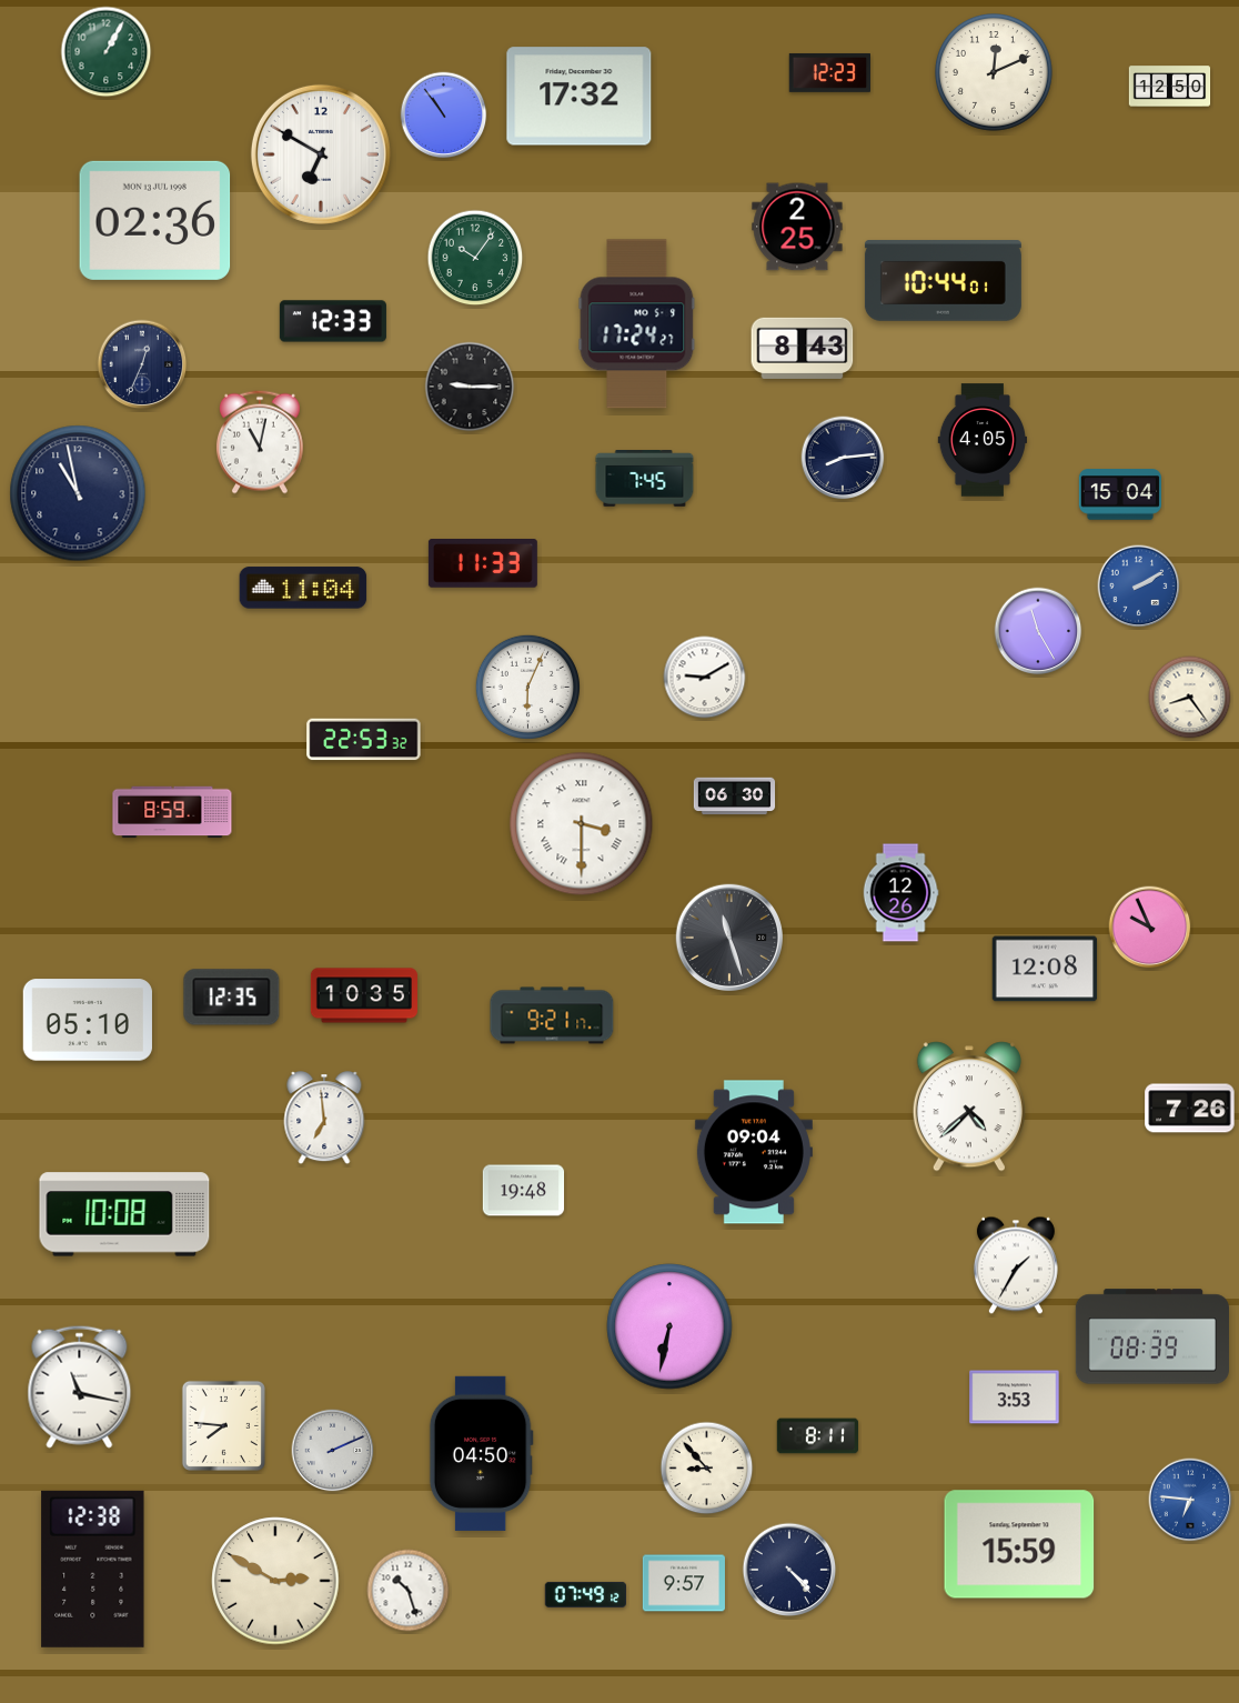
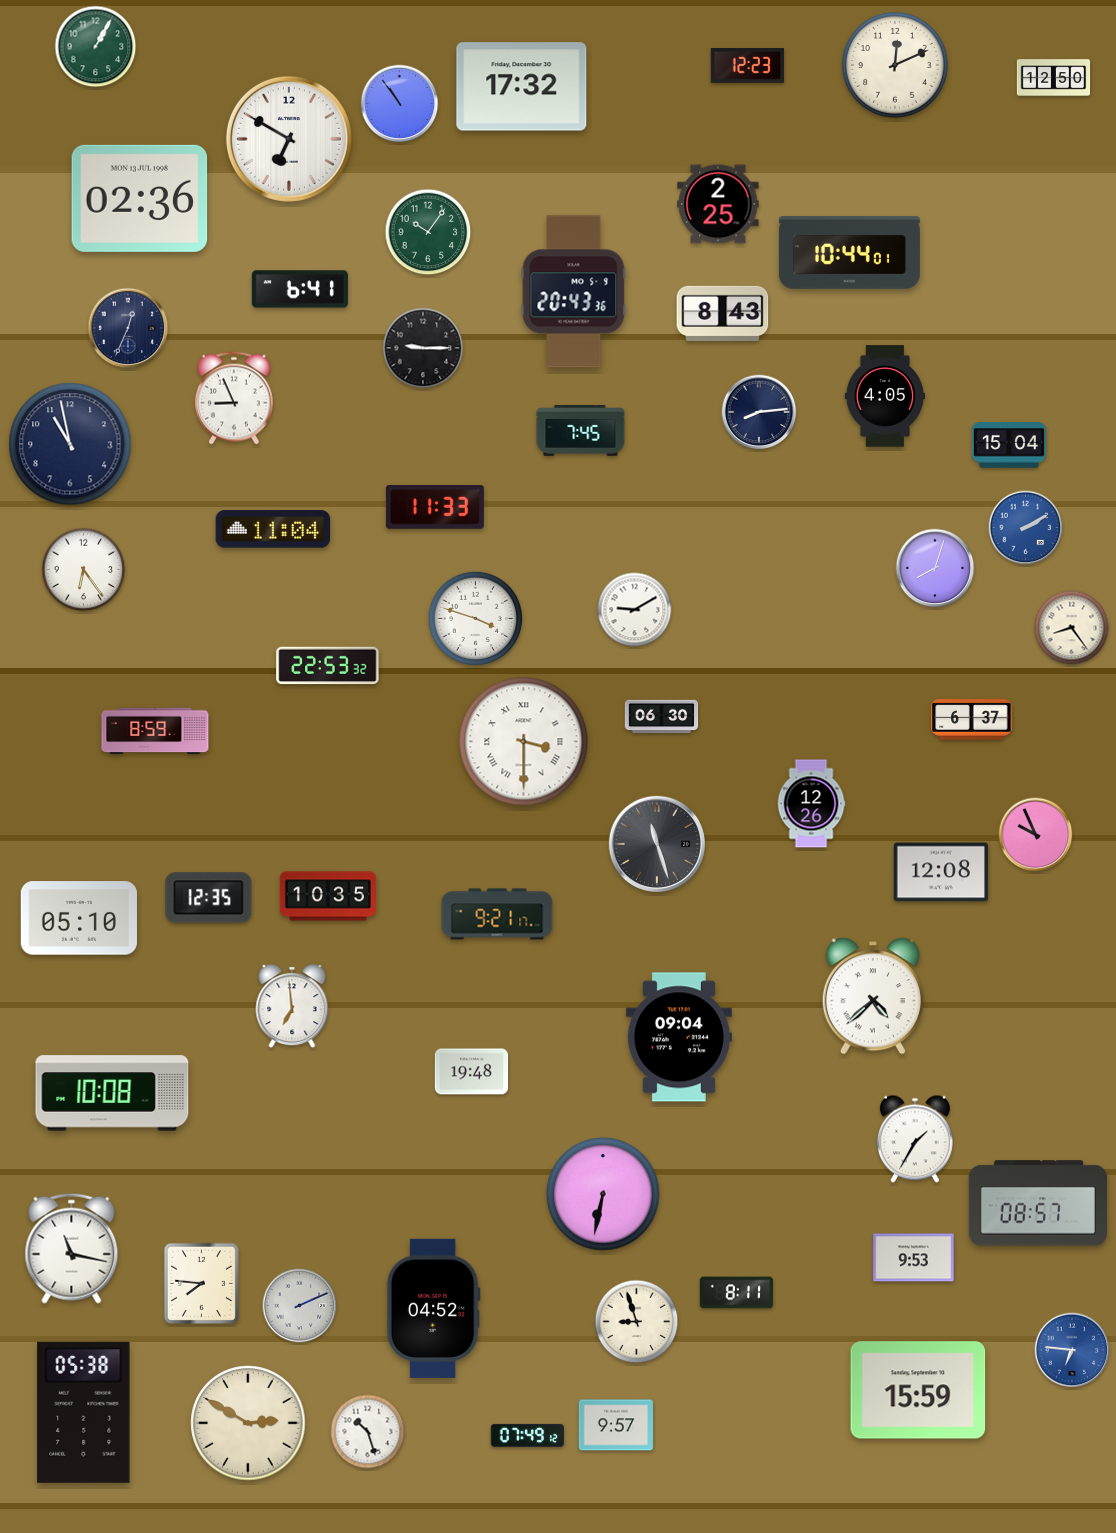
clock at (333, 321): 12:33 -> 6:41
clock at (637, 324): 17:24 -> 20:43
clock at (260, 442): 11:02 -> 8:56
clock at (1038, 631): 11:25 -> 8:03
clock at (84, 570): none -> 6:24
clock at (527, 687): 6:04 -> 3:48
clock at (972, 720): none -> 6:37
clock at (1190, 1109): 7:26 -> none
clock at (1151, 1336): 08:39 -> 08:57
clock at (1015, 1398): 3:53 -> 9:53
clock at (481, 1453): 04:50 -> 04:52
clock at (707, 1469): 8:53 -> 8:57
clock at (93, 1569): 12:38 -> 05:38
clock at (789, 1570): 4:23 -> none
